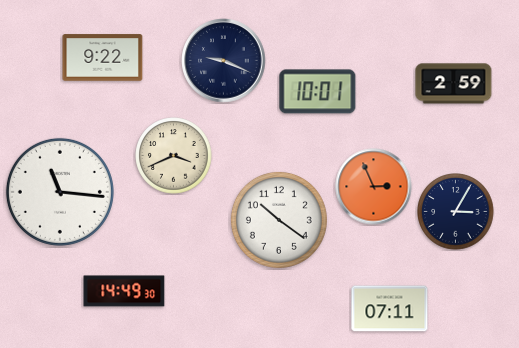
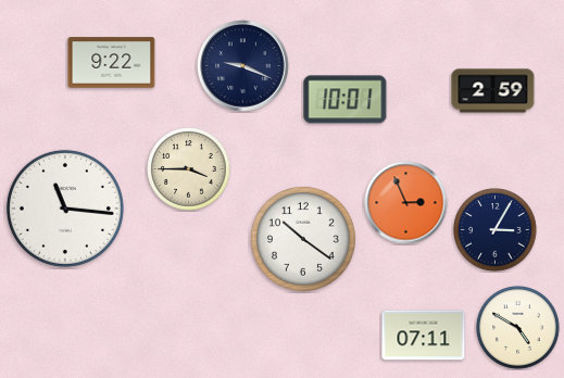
clock at (174, 156): 3:41 -> 3:45
clock at (124, 291): 14:49 -> none
clock at (518, 328): none -> 4:50
